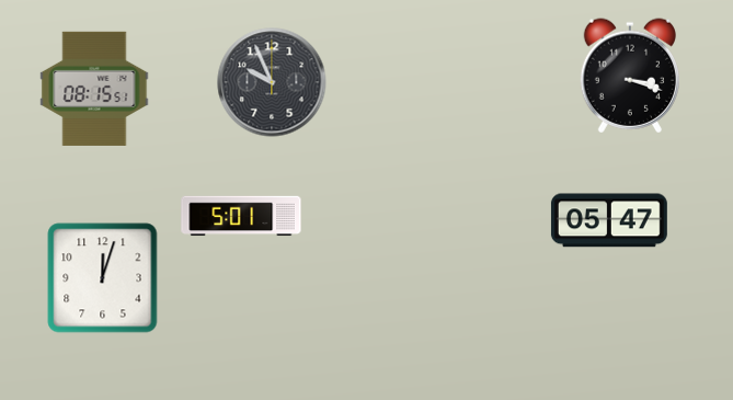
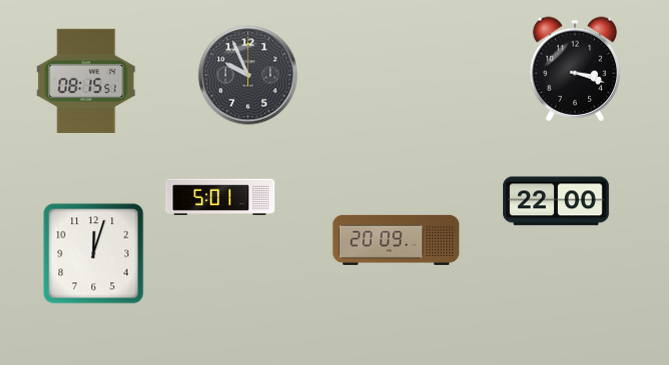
clock at (609, 220): 05:47 -> 22:00
clock at (396, 240): none -> 20:09
